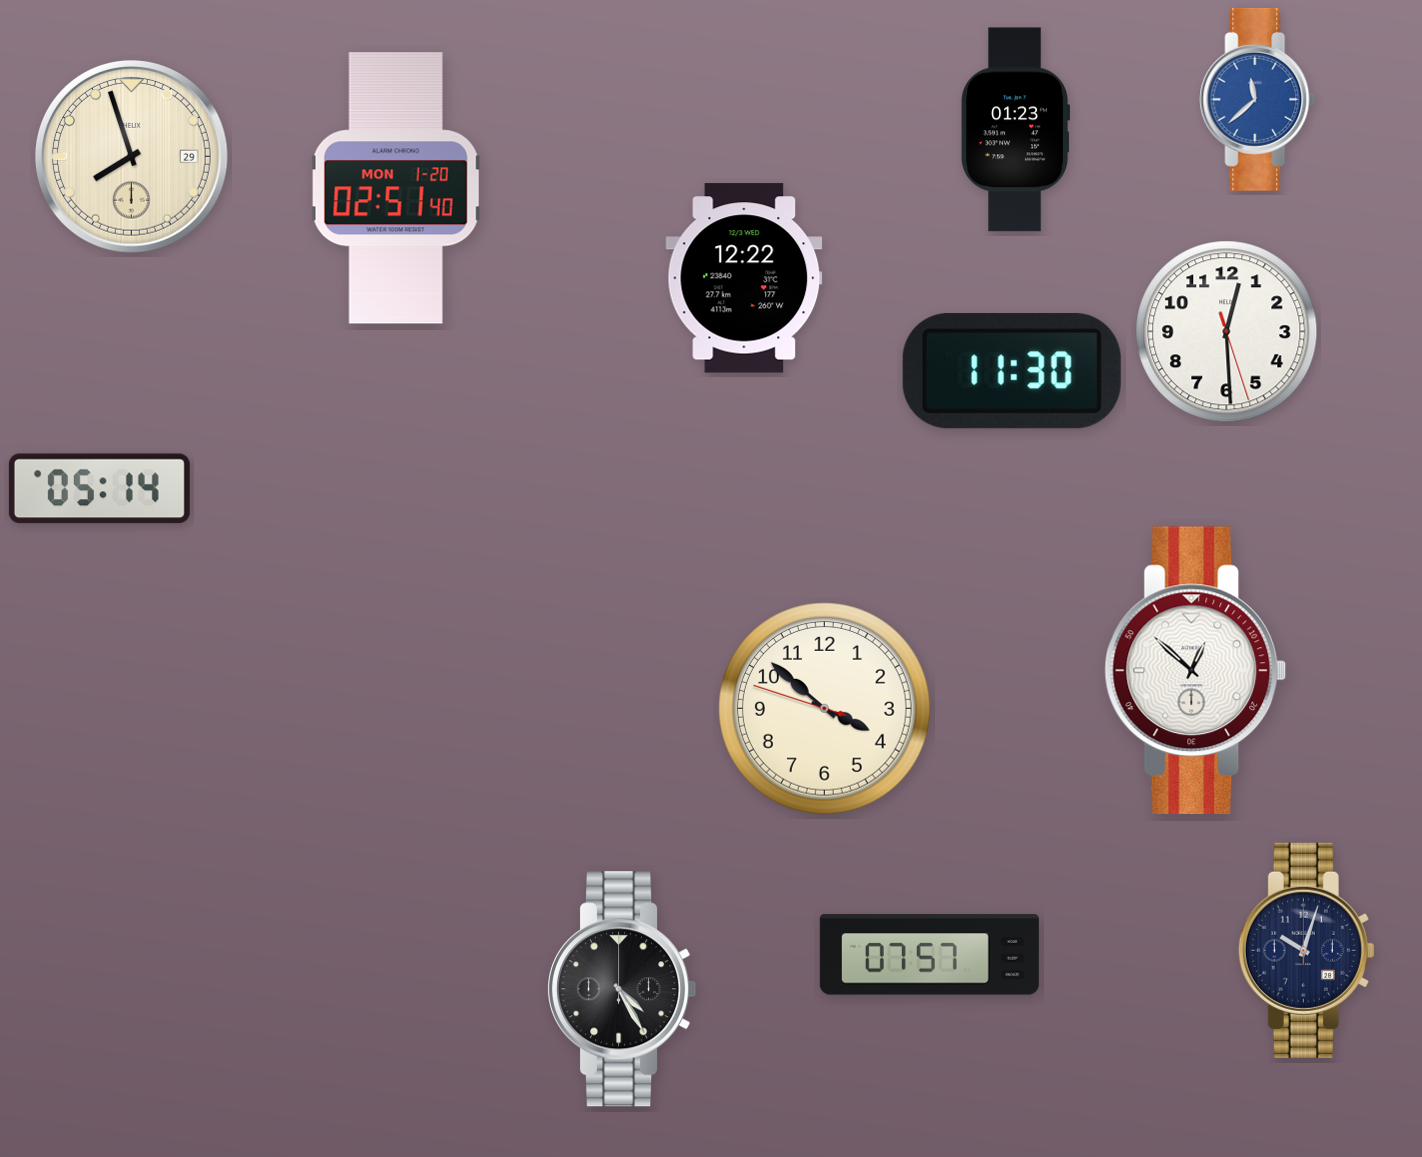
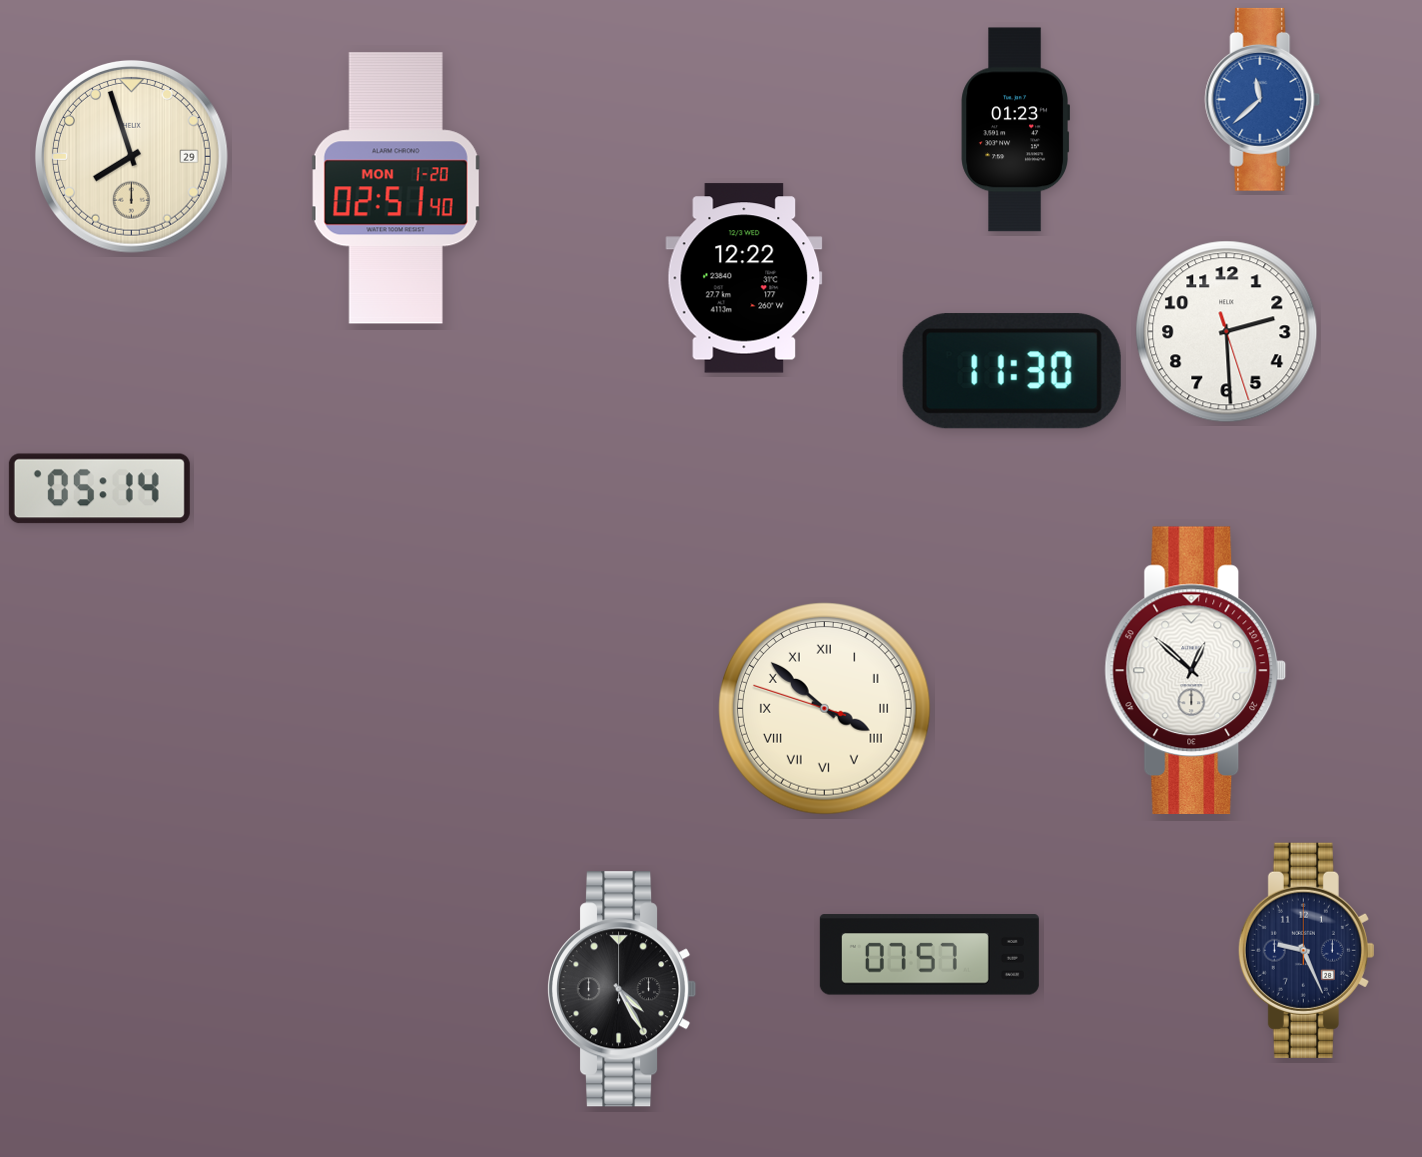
clock at (1258, 99) position: (1258, 99) -> (1263, 99)
clock at (1227, 332): 12:29 -> 2:29
clock at (825, 709) numerals: Arabic -> Roman
clock at (1306, 950): 10:03 -> 9:26
